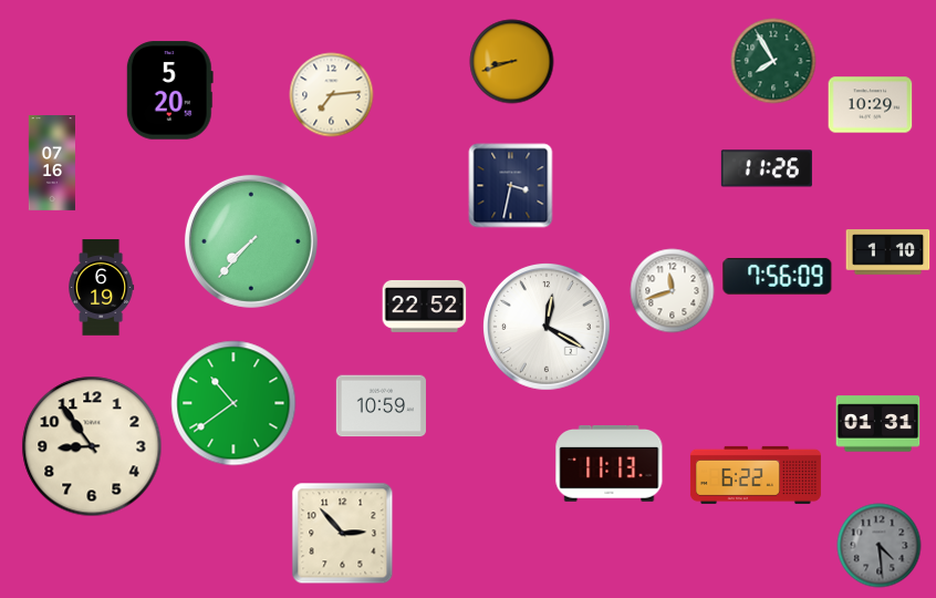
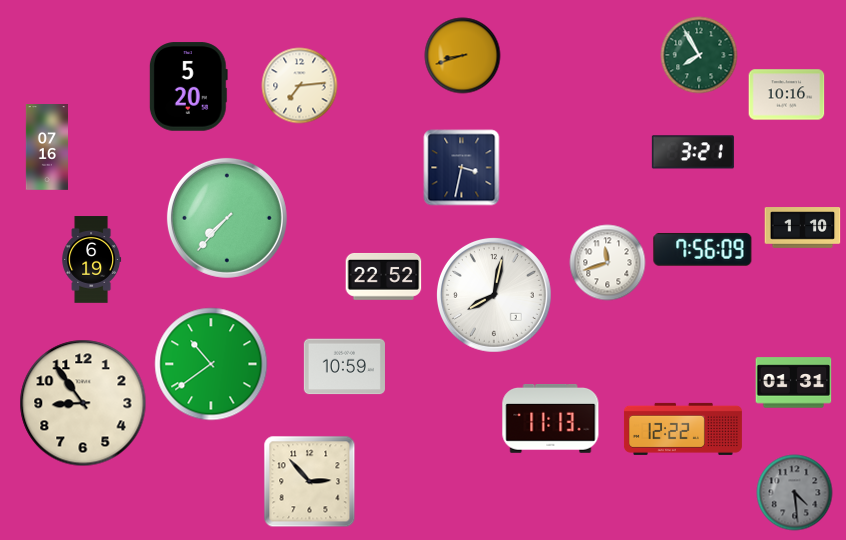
clock at (169, 91) position: (169, 91) -> (188, 87)
clock at (871, 105): 10:29 -> 10:16
clock at (767, 168): 11:26 -> 3:21
clock at (547, 327): 12:20 -> 8:02
clock at (756, 475): 6:22 -> 12:22
